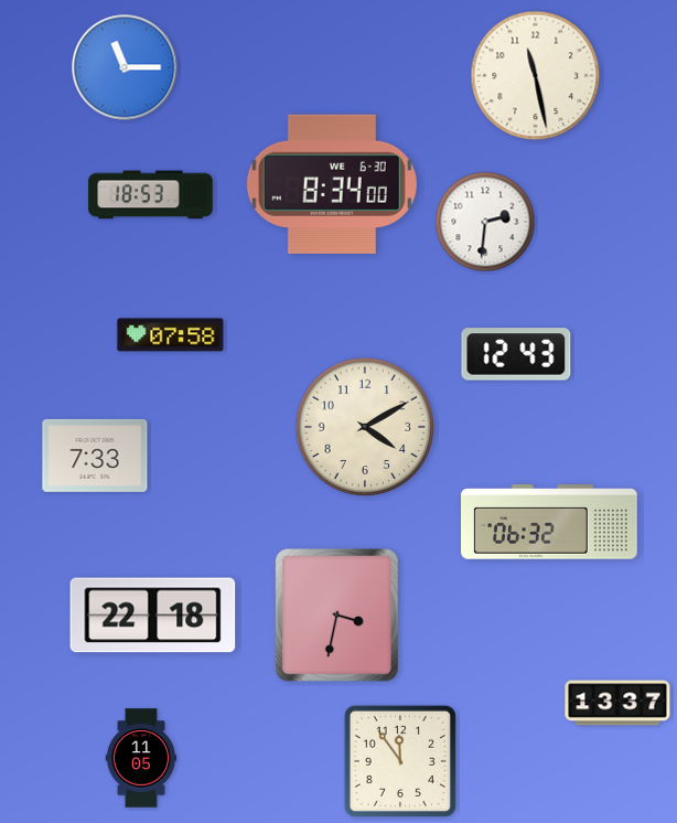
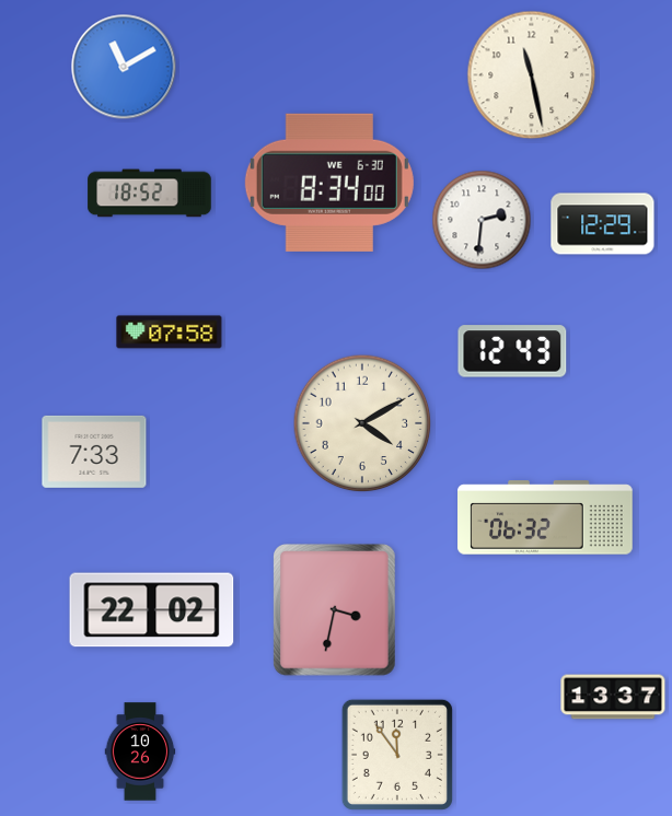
clock at (125, 67): 11:15 -> 11:10
clock at (151, 195): 18:53 -> 18:52
clock at (603, 224): none -> 12:29
clock at (153, 616): 22:18 -> 22:02
clock at (141, 758): 11:05 -> 10:26
